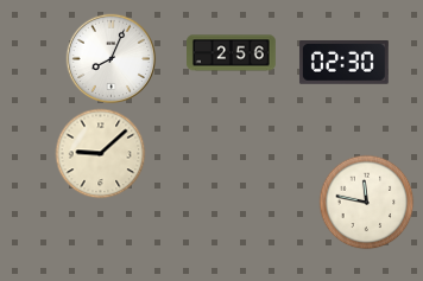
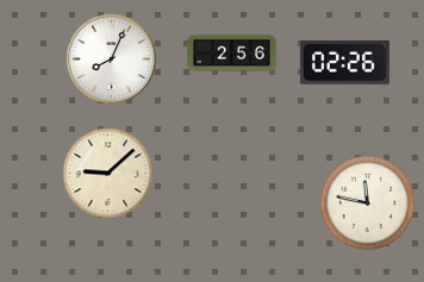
clock at (343, 63): 02:30 -> 02:26
clock at (101, 154) position: (101, 154) -> (108, 174)
